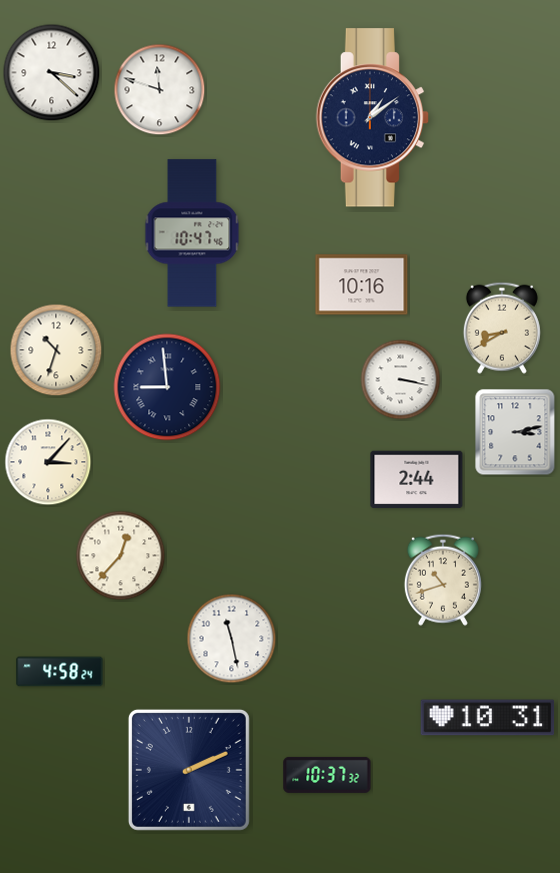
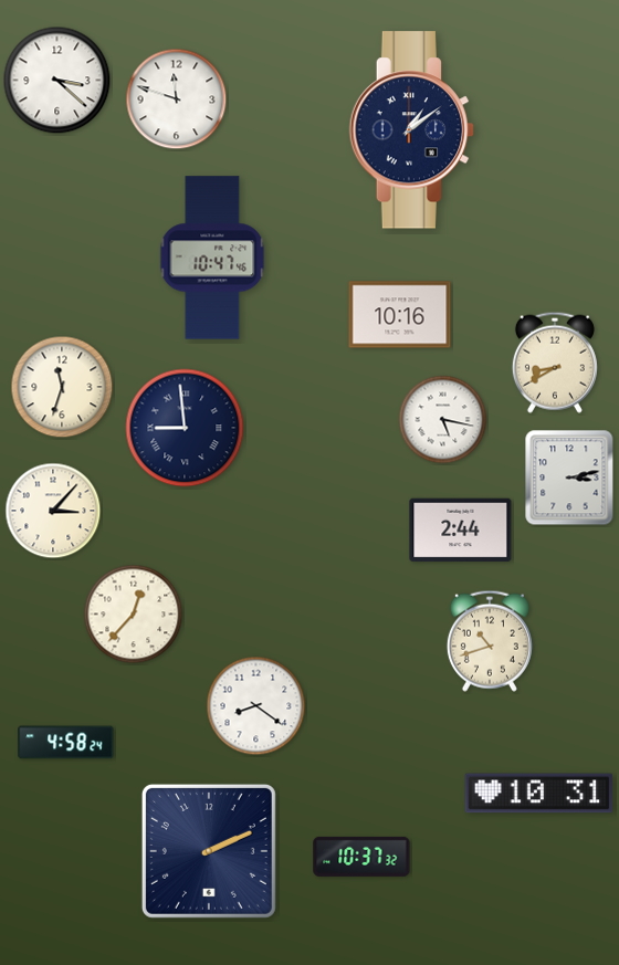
clock at (56, 350): 10:33 -> 11:33
clock at (401, 380): 3:17 -> 5:17
clock at (232, 639): 11:28 -> 8:21
